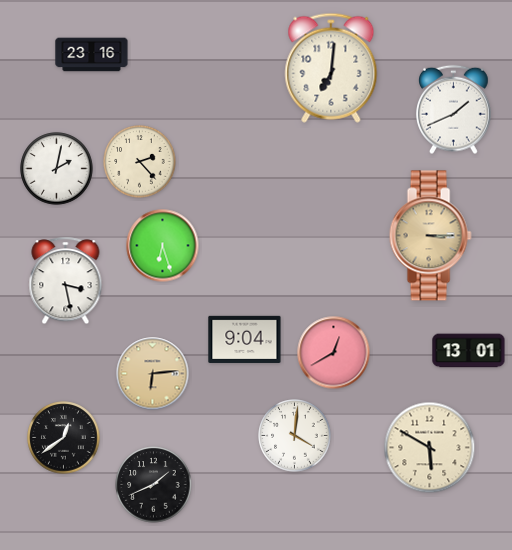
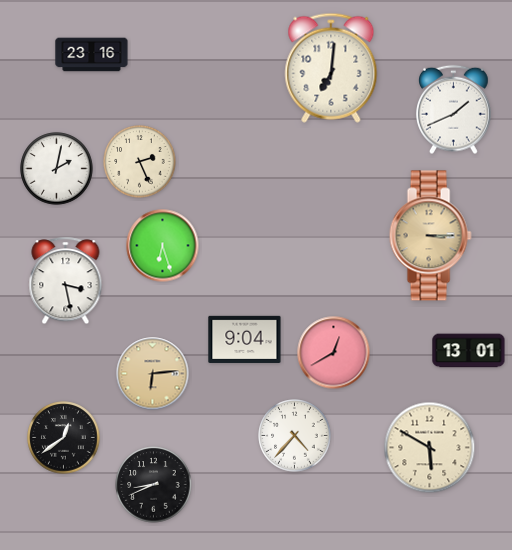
clock at (140, 162): 2:23 -> 2:26
clock at (295, 436): 4:01 -> 4:37
clock at (154, 485): 1:41 -> 8:41
